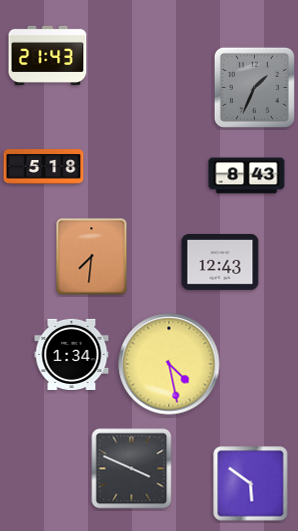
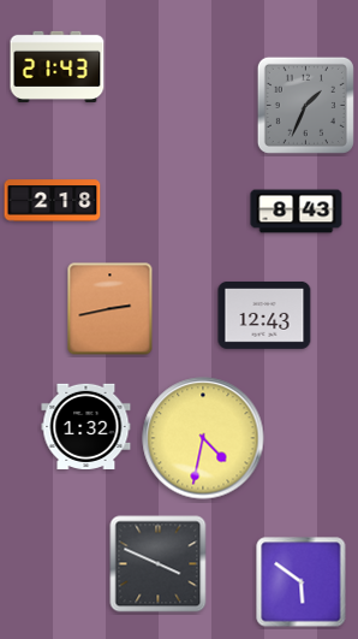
clock at (44, 167): 5:18 -> 2:18
clock at (92, 257): 7:31 -> 2:43
clock at (72, 354): 1:34 -> 1:32
clock at (169, 364): 4:28 -> 4:32
